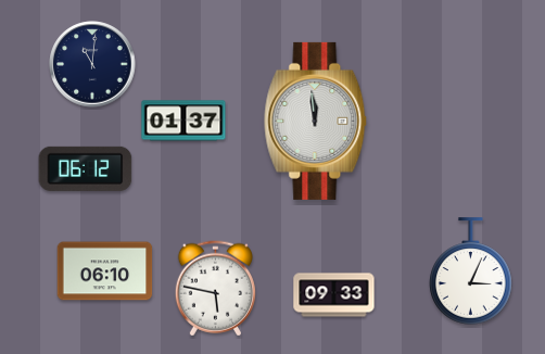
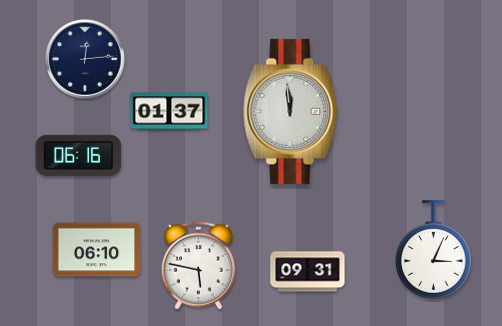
clock at (92, 64): 11:01 -> 12:14
clock at (86, 168): 06:12 -> 06:16
clock at (334, 295): 09:33 -> 09:31
